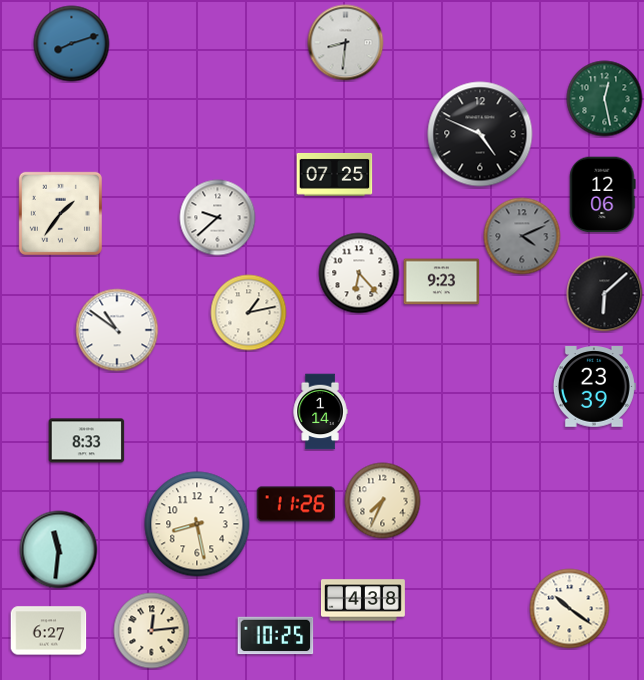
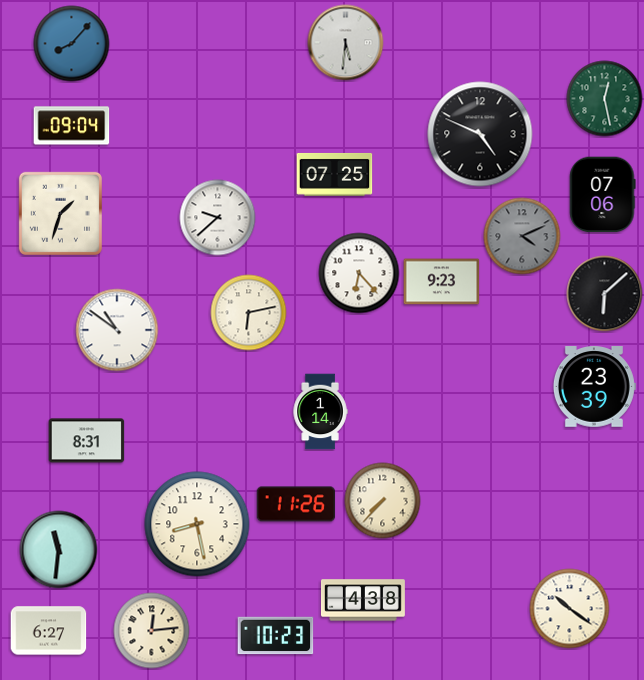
clock at (346, 43): 8:31 -> 5:31
clock at (72, 44): 8:12 -> 8:07
clock at (72, 126): none -> 09:04
clock at (603, 195): 12:06 -> 07:06
clock at (60, 213): 1:36 -> 1:33
clock at (249, 313): 1:13 -> 6:13
clock at (87, 441): 8:33 -> 8:31
clock at (383, 501): 7:34 -> 7:37
clock at (276, 636): 10:25 -> 10:23
